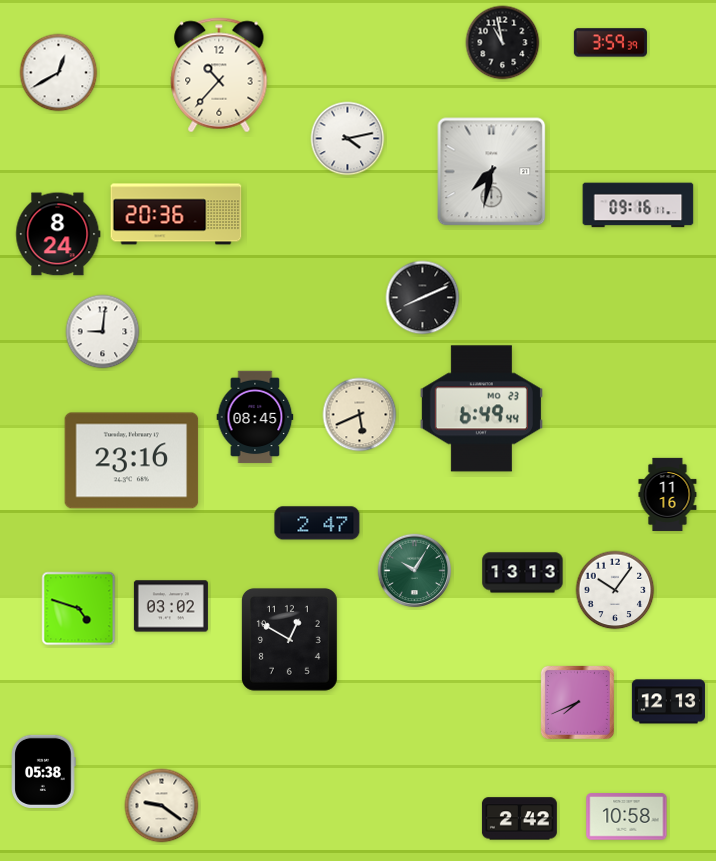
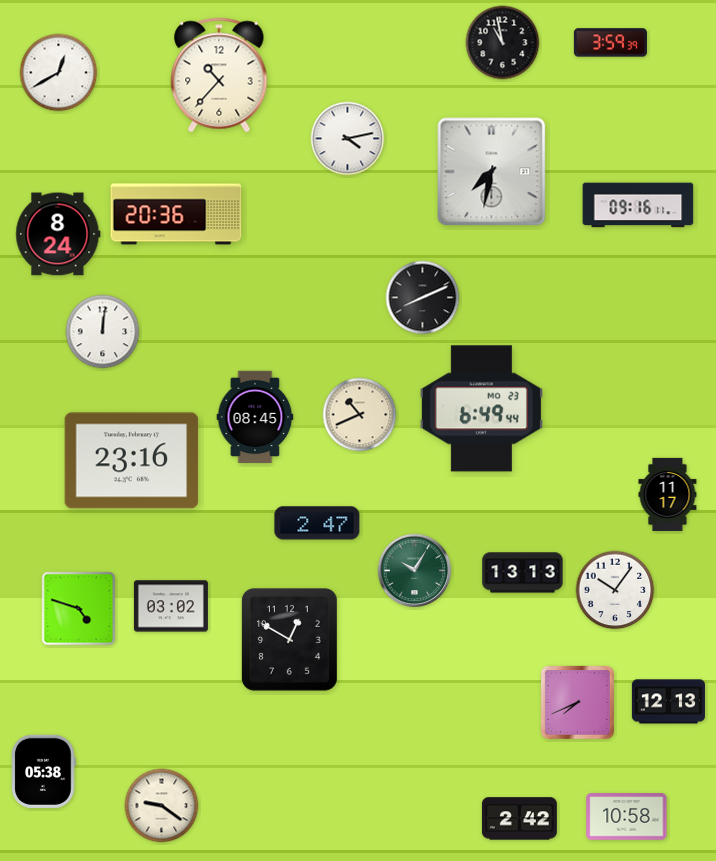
clock at (103, 332): 9:01 -> 12:01
clock at (360, 415): 5:41 -> 10:41
clock at (668, 494): 11:16 -> 11:17
